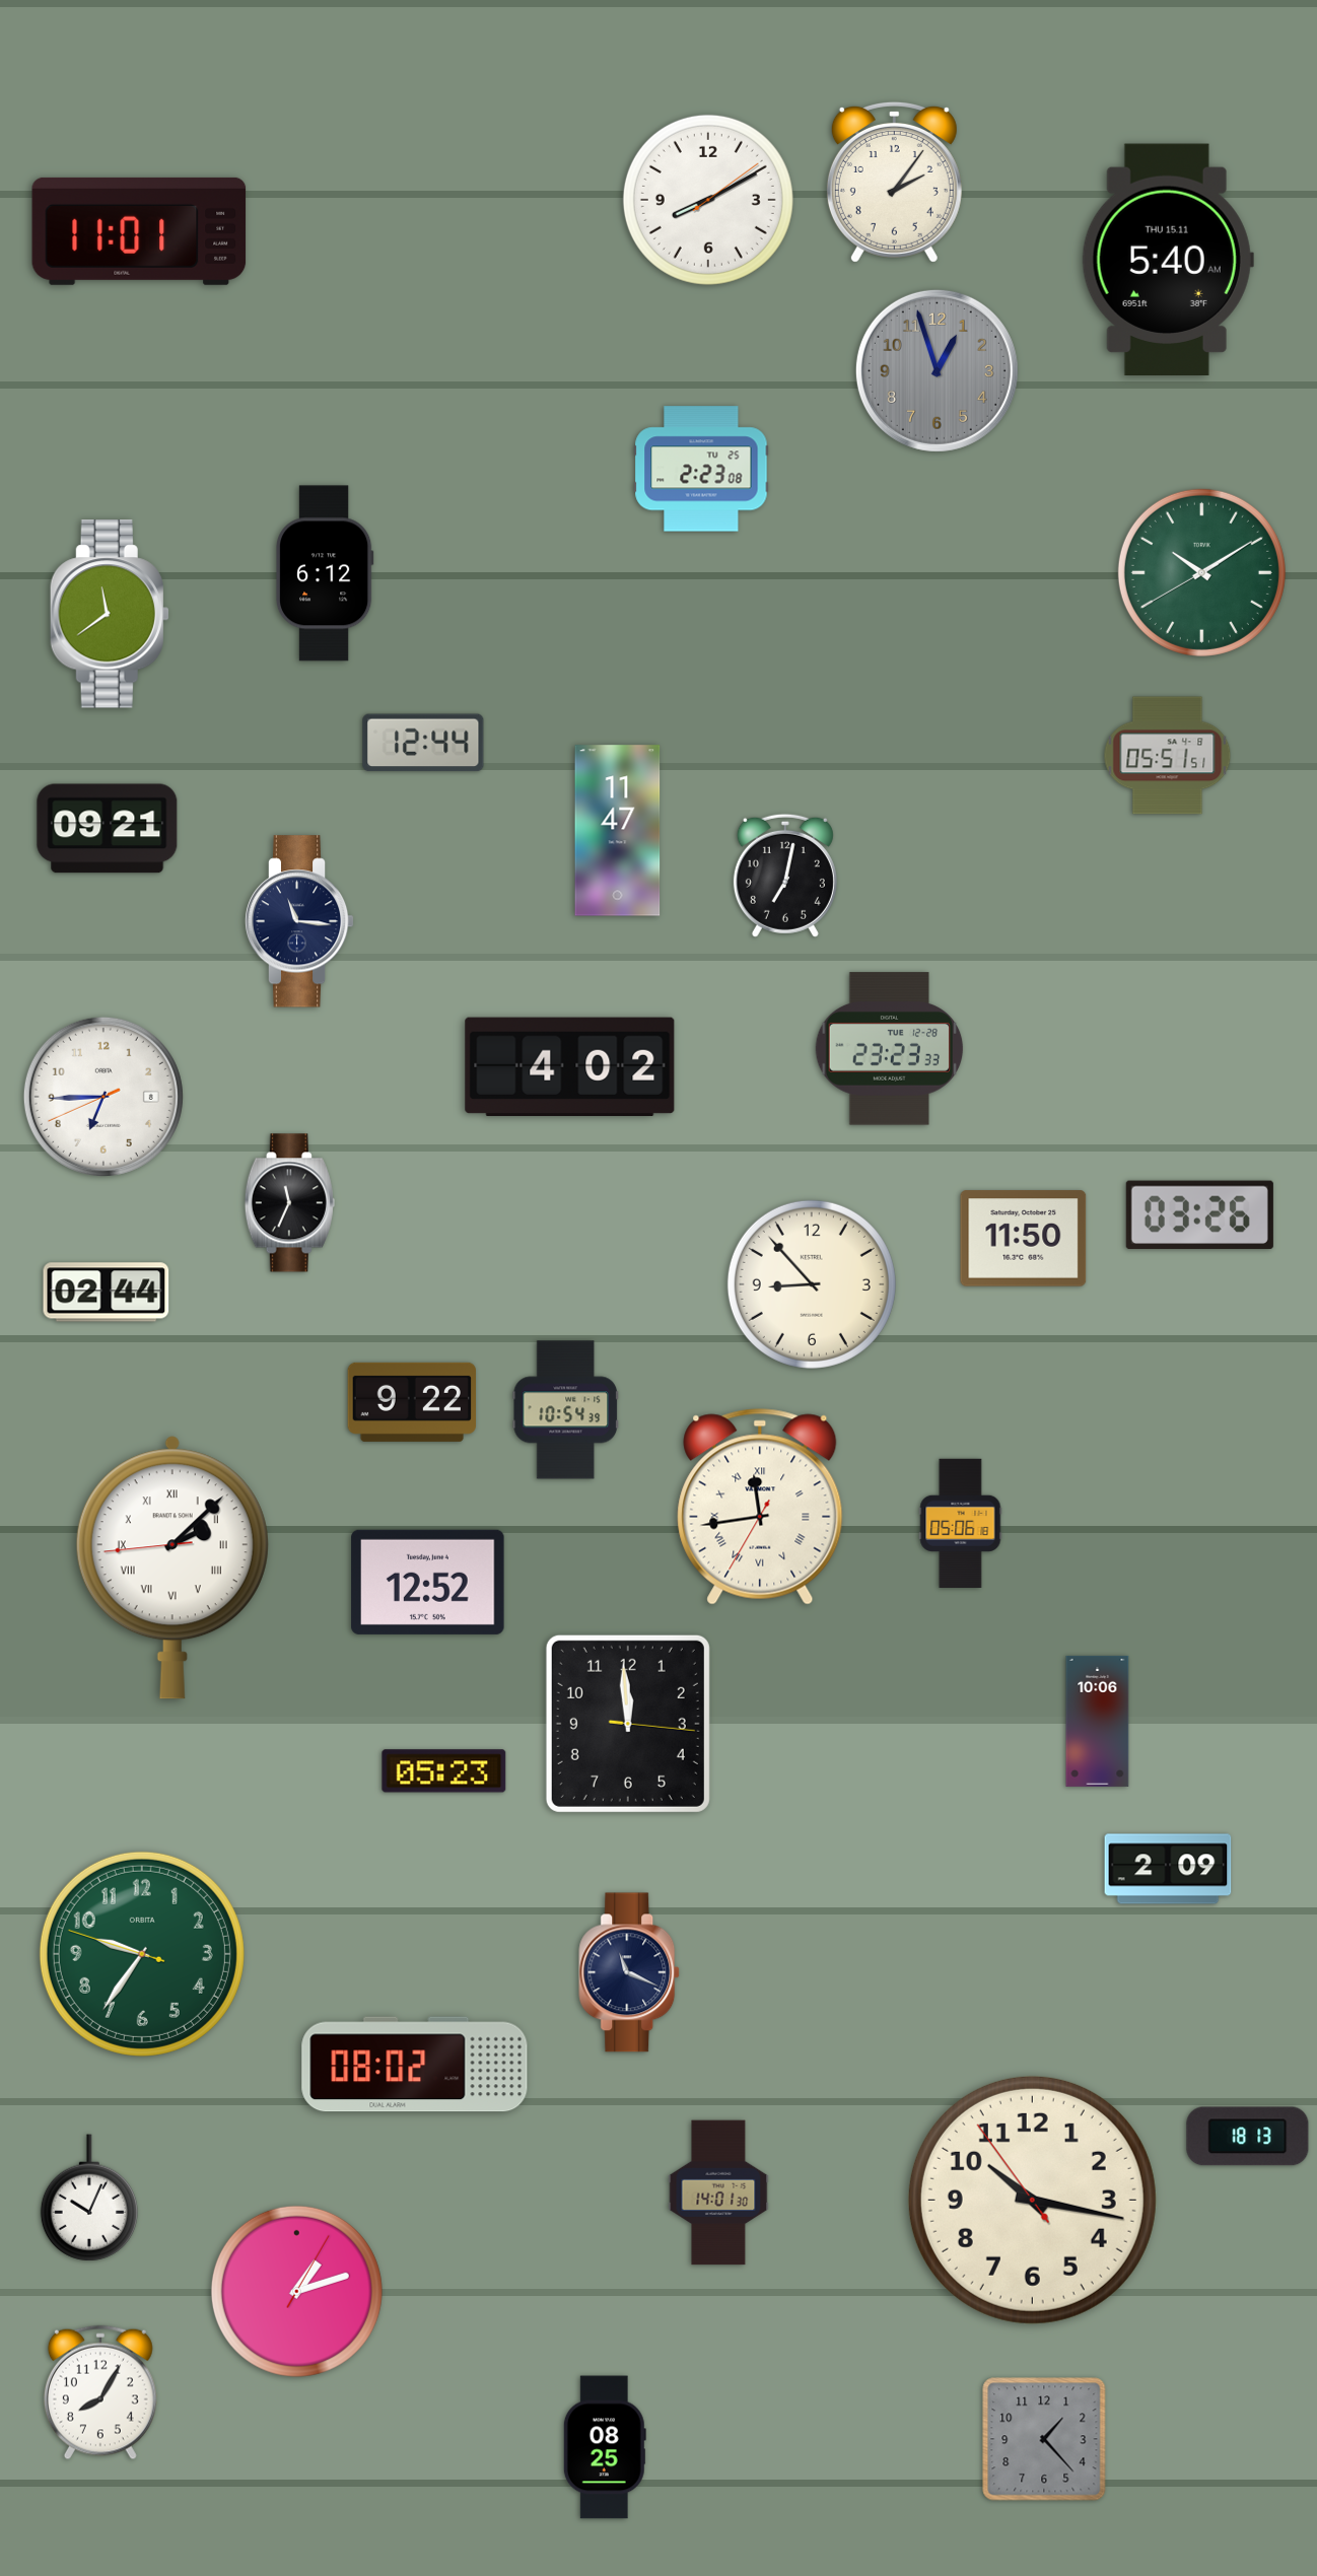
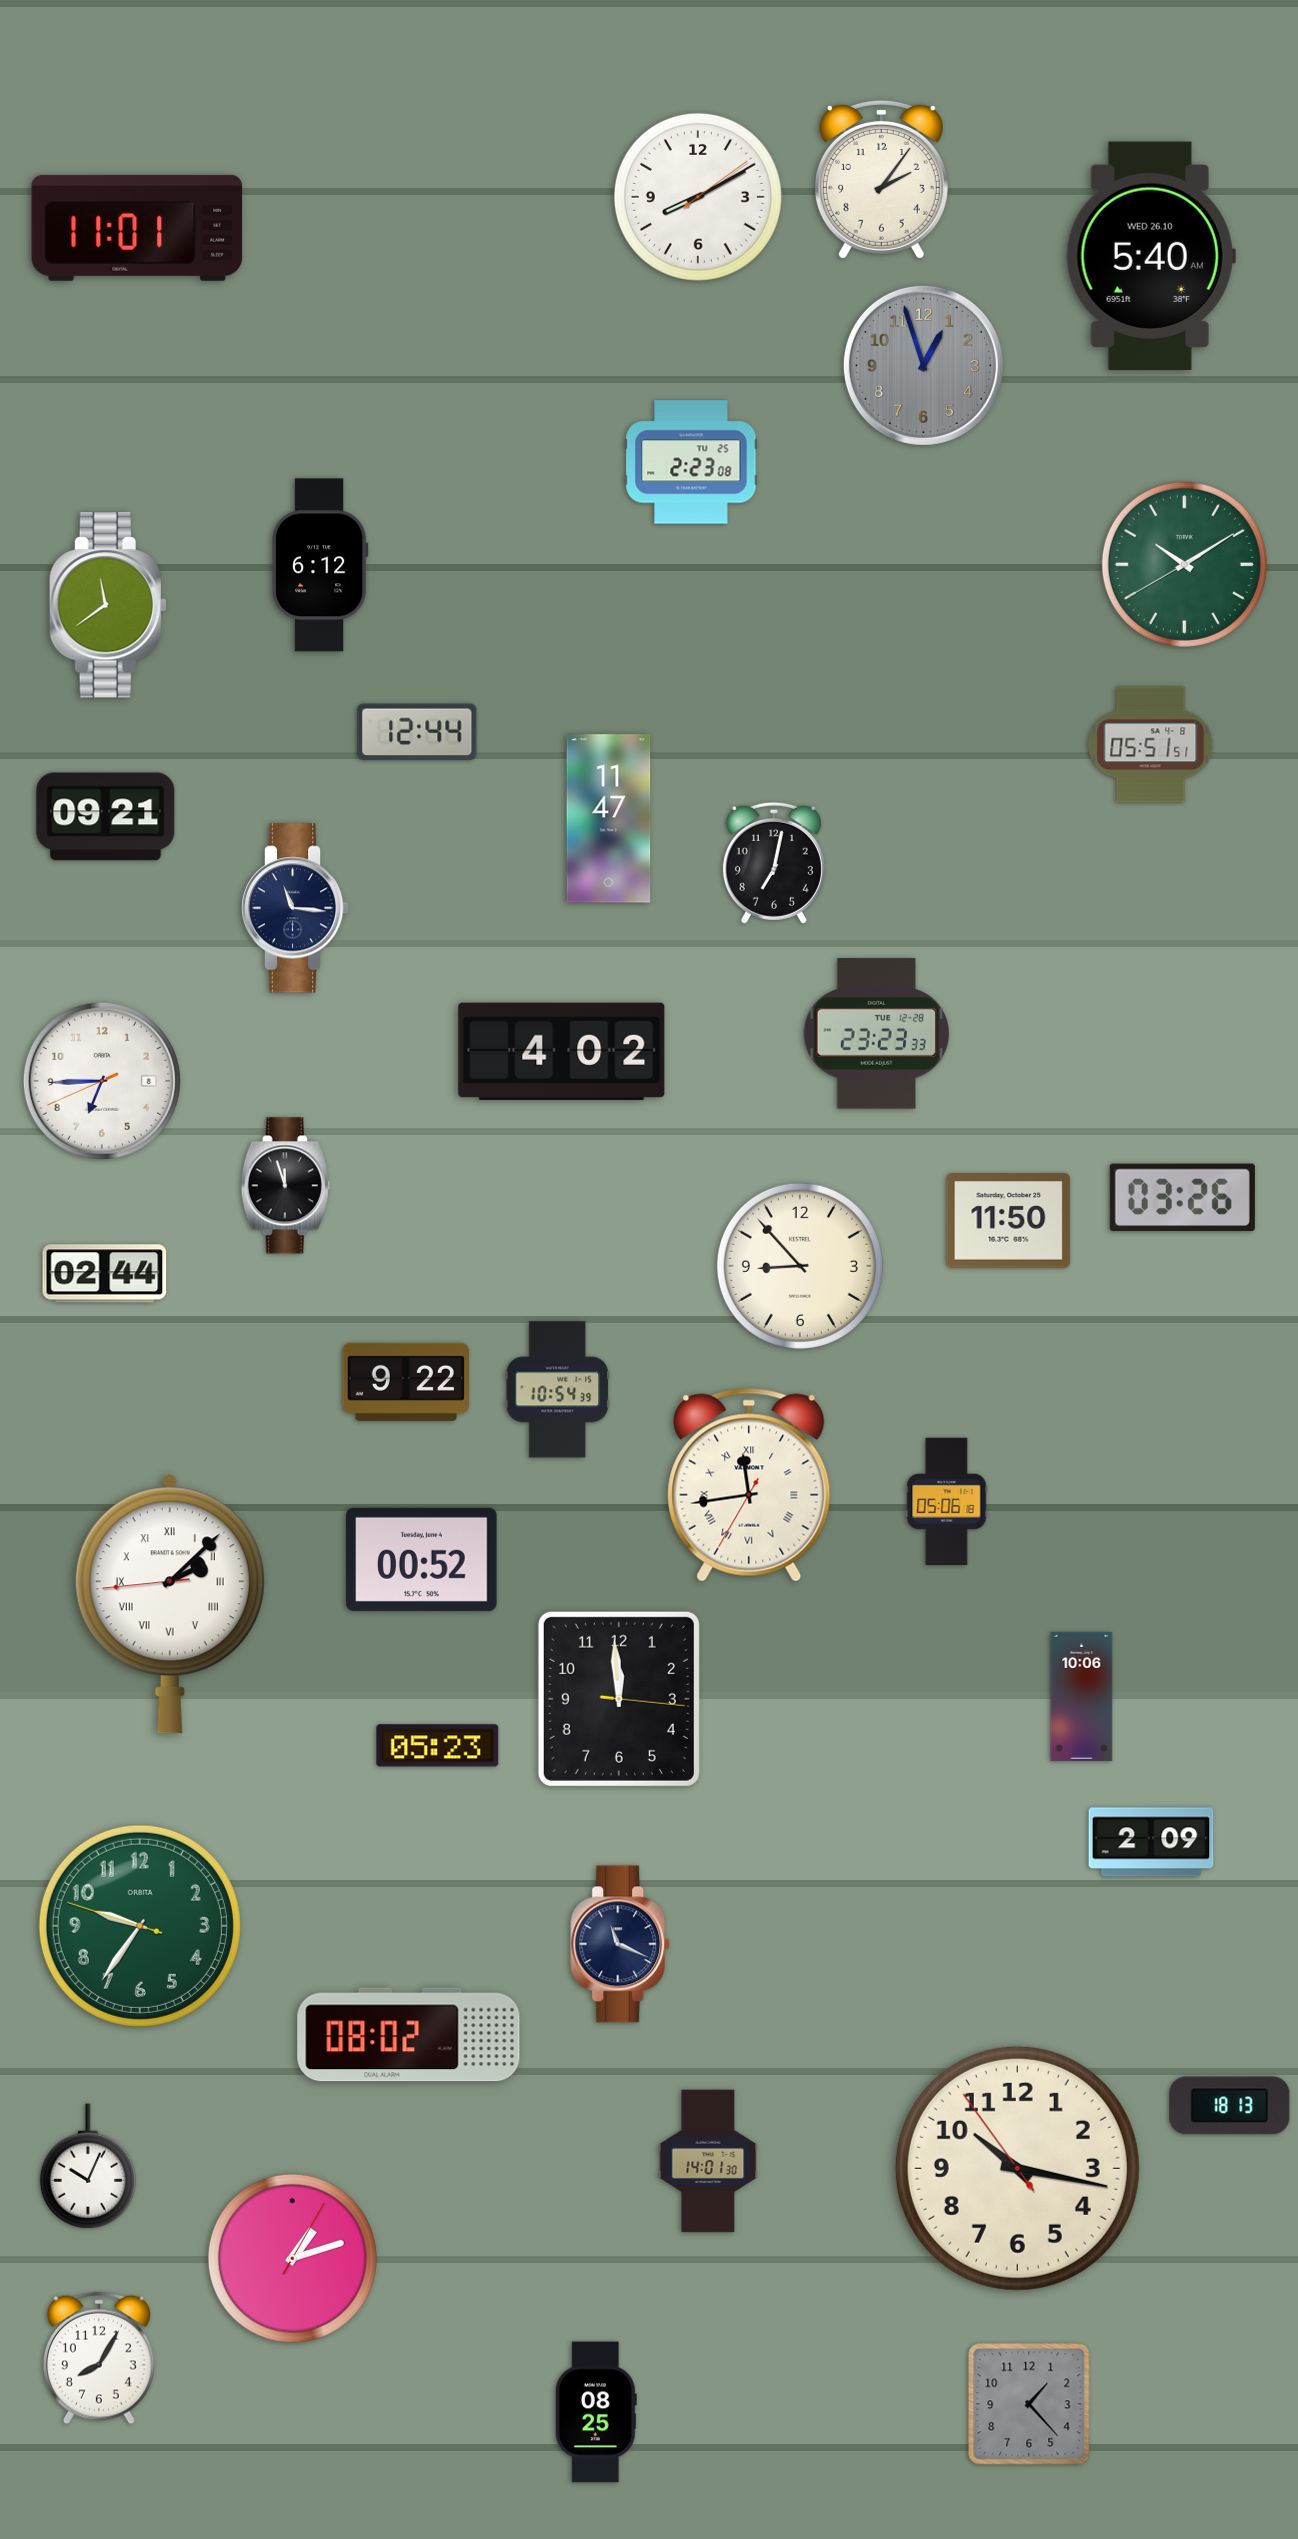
clock at (1168, 259) date: THU 15.11 -> WED 26.10
clock at (289, 1203): 11:34 -> 11:57
clock at (172, 1568) position: (172, 1568) -> (170, 1604)
clock at (428, 1582): 12:52 -> 00:52
